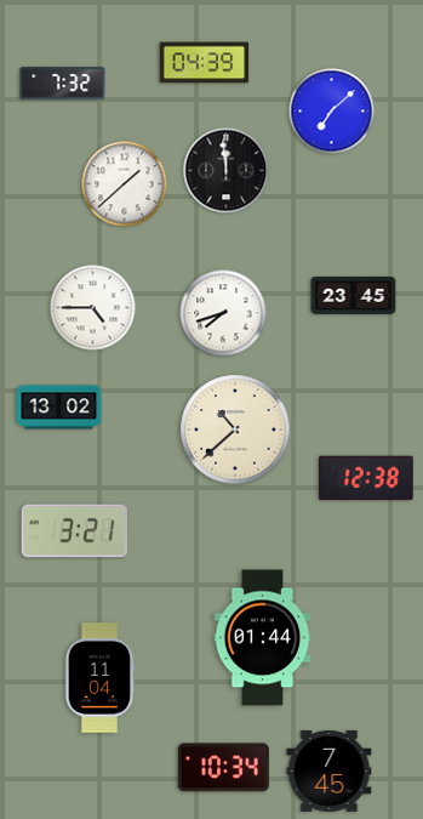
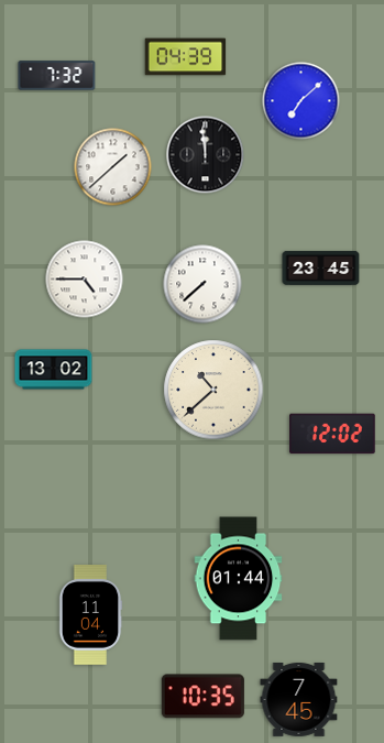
clock at (223, 313): 7:42 -> 7:38
clock at (366, 478): 12:38 -> 12:02
clock at (74, 531): 3:21 -> none
clock at (223, 768): 10:34 -> 10:35
